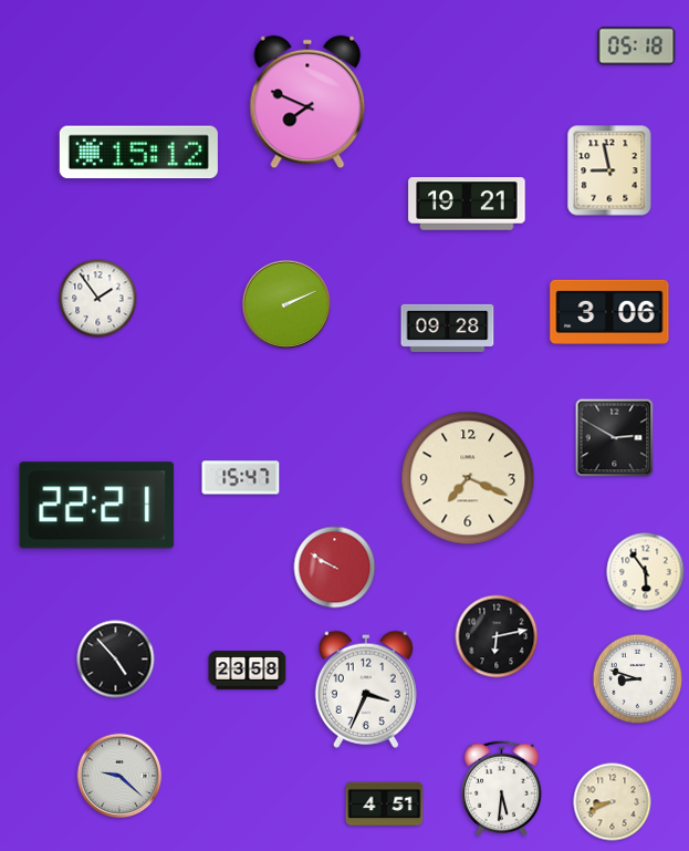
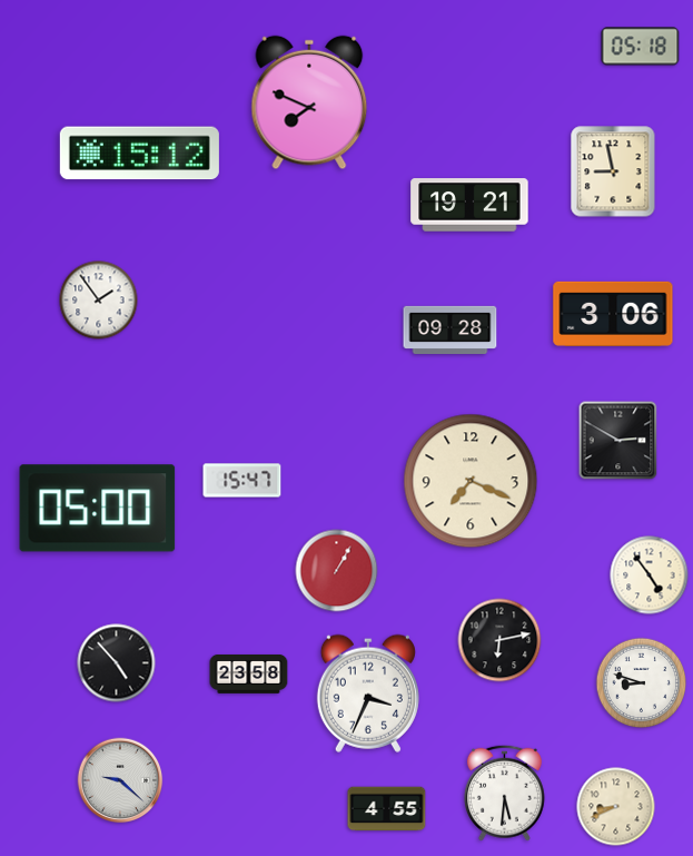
clock at (286, 304): 2:11 -> none
clock at (97, 506): 22:21 -> 05:00
clock at (335, 568): 9:50 -> 1:05
clock at (646, 572): 5:54 -> 4:54
clock at (385, 805): 4:51 -> 4:55
